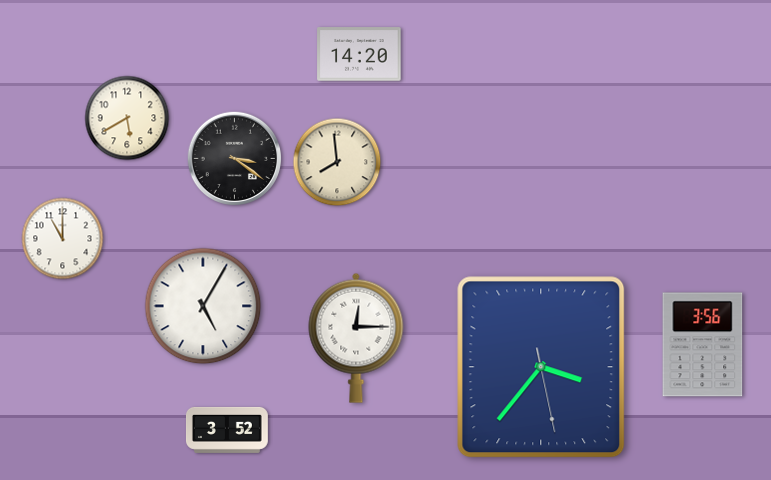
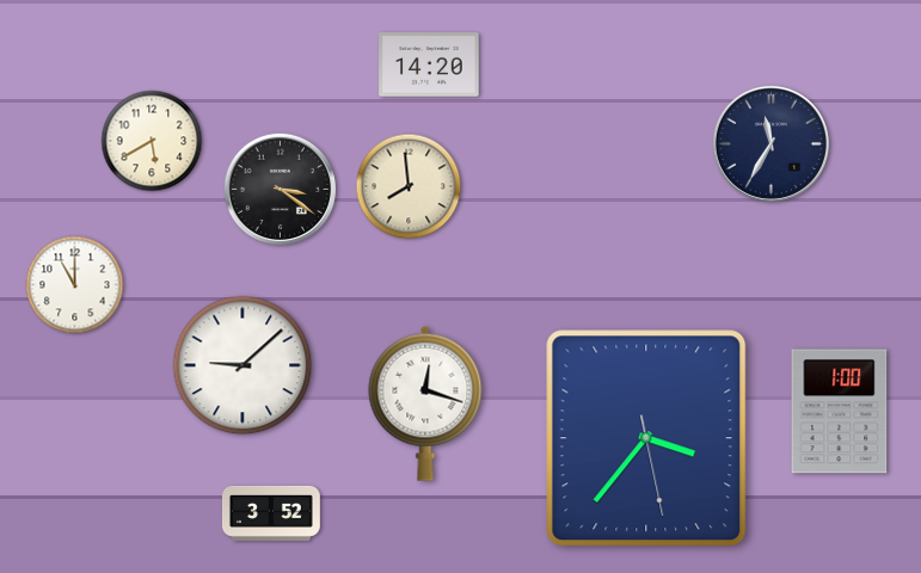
clock at (770, 143): none -> 11:35
clock at (337, 162) position: (337, 162) -> (409, 186)
clock at (203, 306): 5:05 -> 9:08
clock at (356, 338): 12:15 -> 12:18
clock at (703, 345): 3:56 -> 1:00
